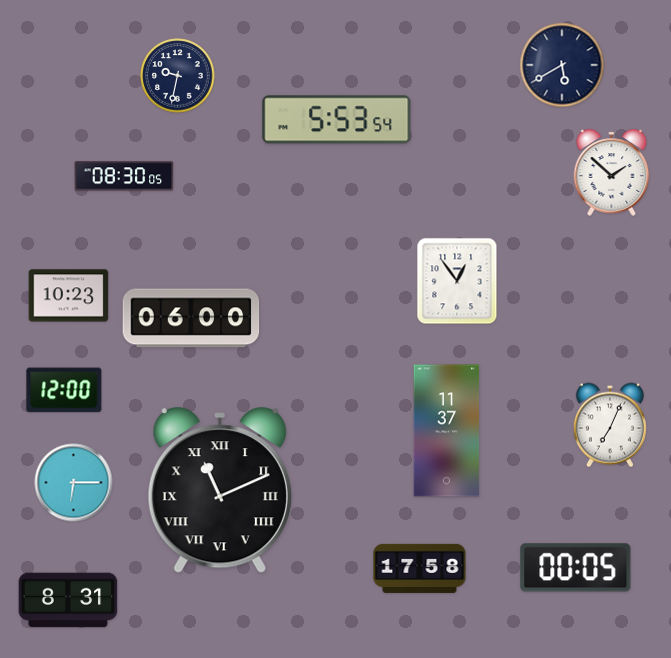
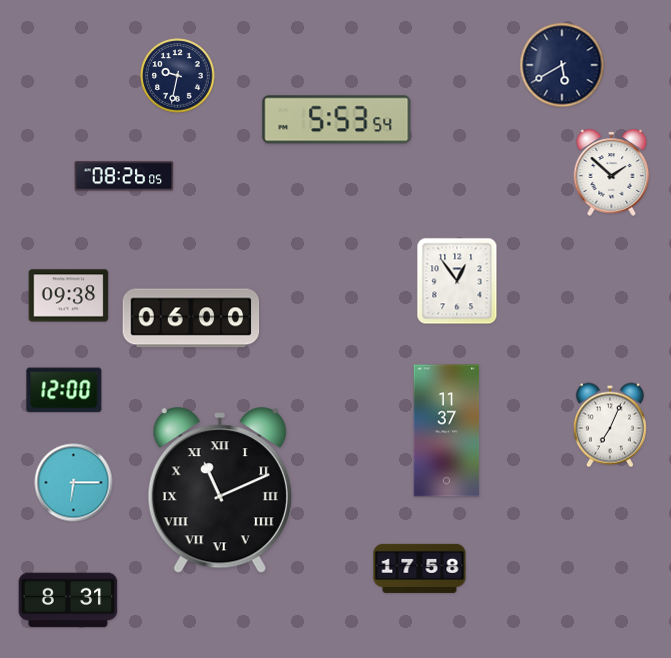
clock at (124, 176): 08:30 -> 08:26
clock at (69, 296): 10:23 -> 09:38
clock at (576, 568): 00:05 -> none
